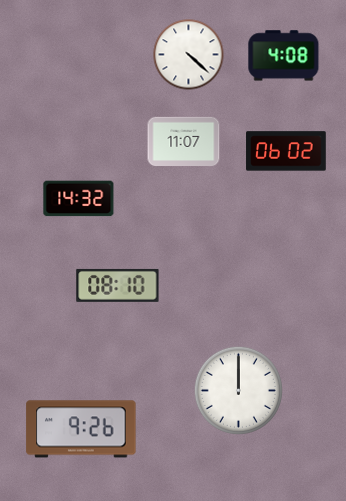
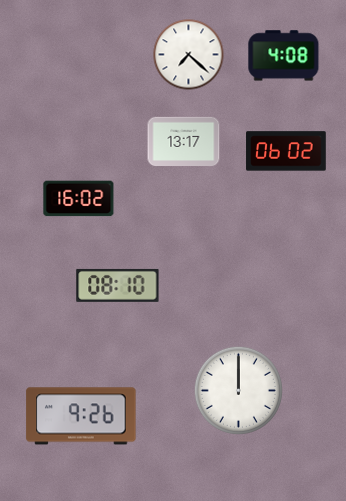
clock at (189, 55): 4:22 -> 7:22
clock at (184, 142): 11:07 -> 13:17
clock at (79, 199): 14:32 -> 16:02
clock at (81, 429) position: (81, 429) -> (81, 416)
